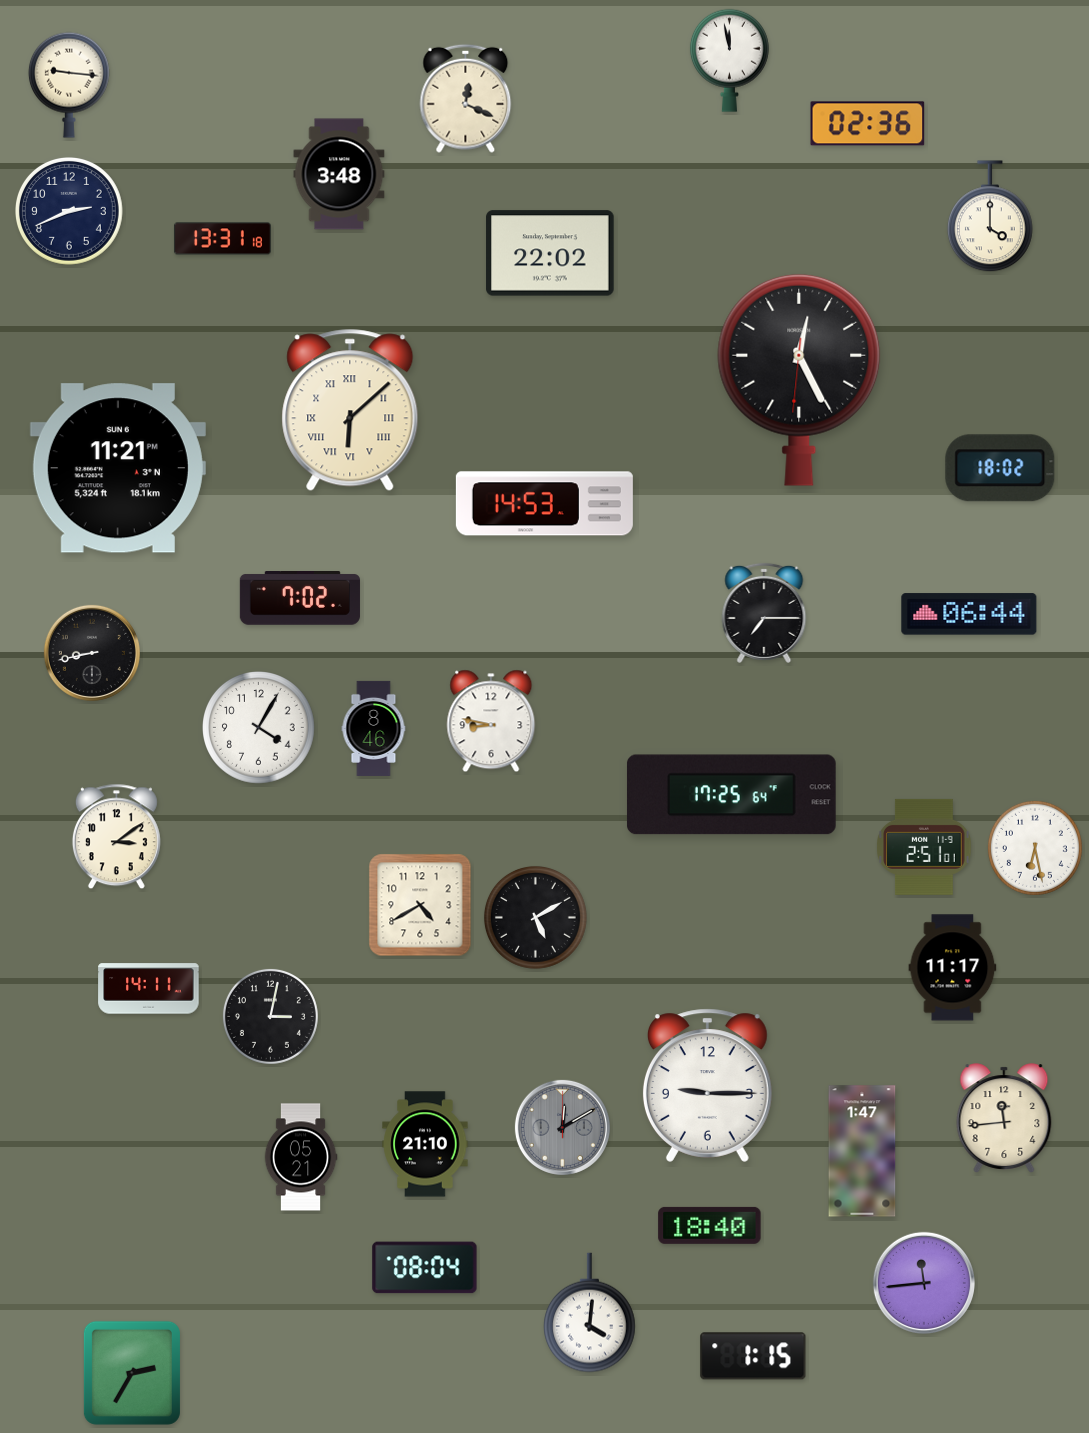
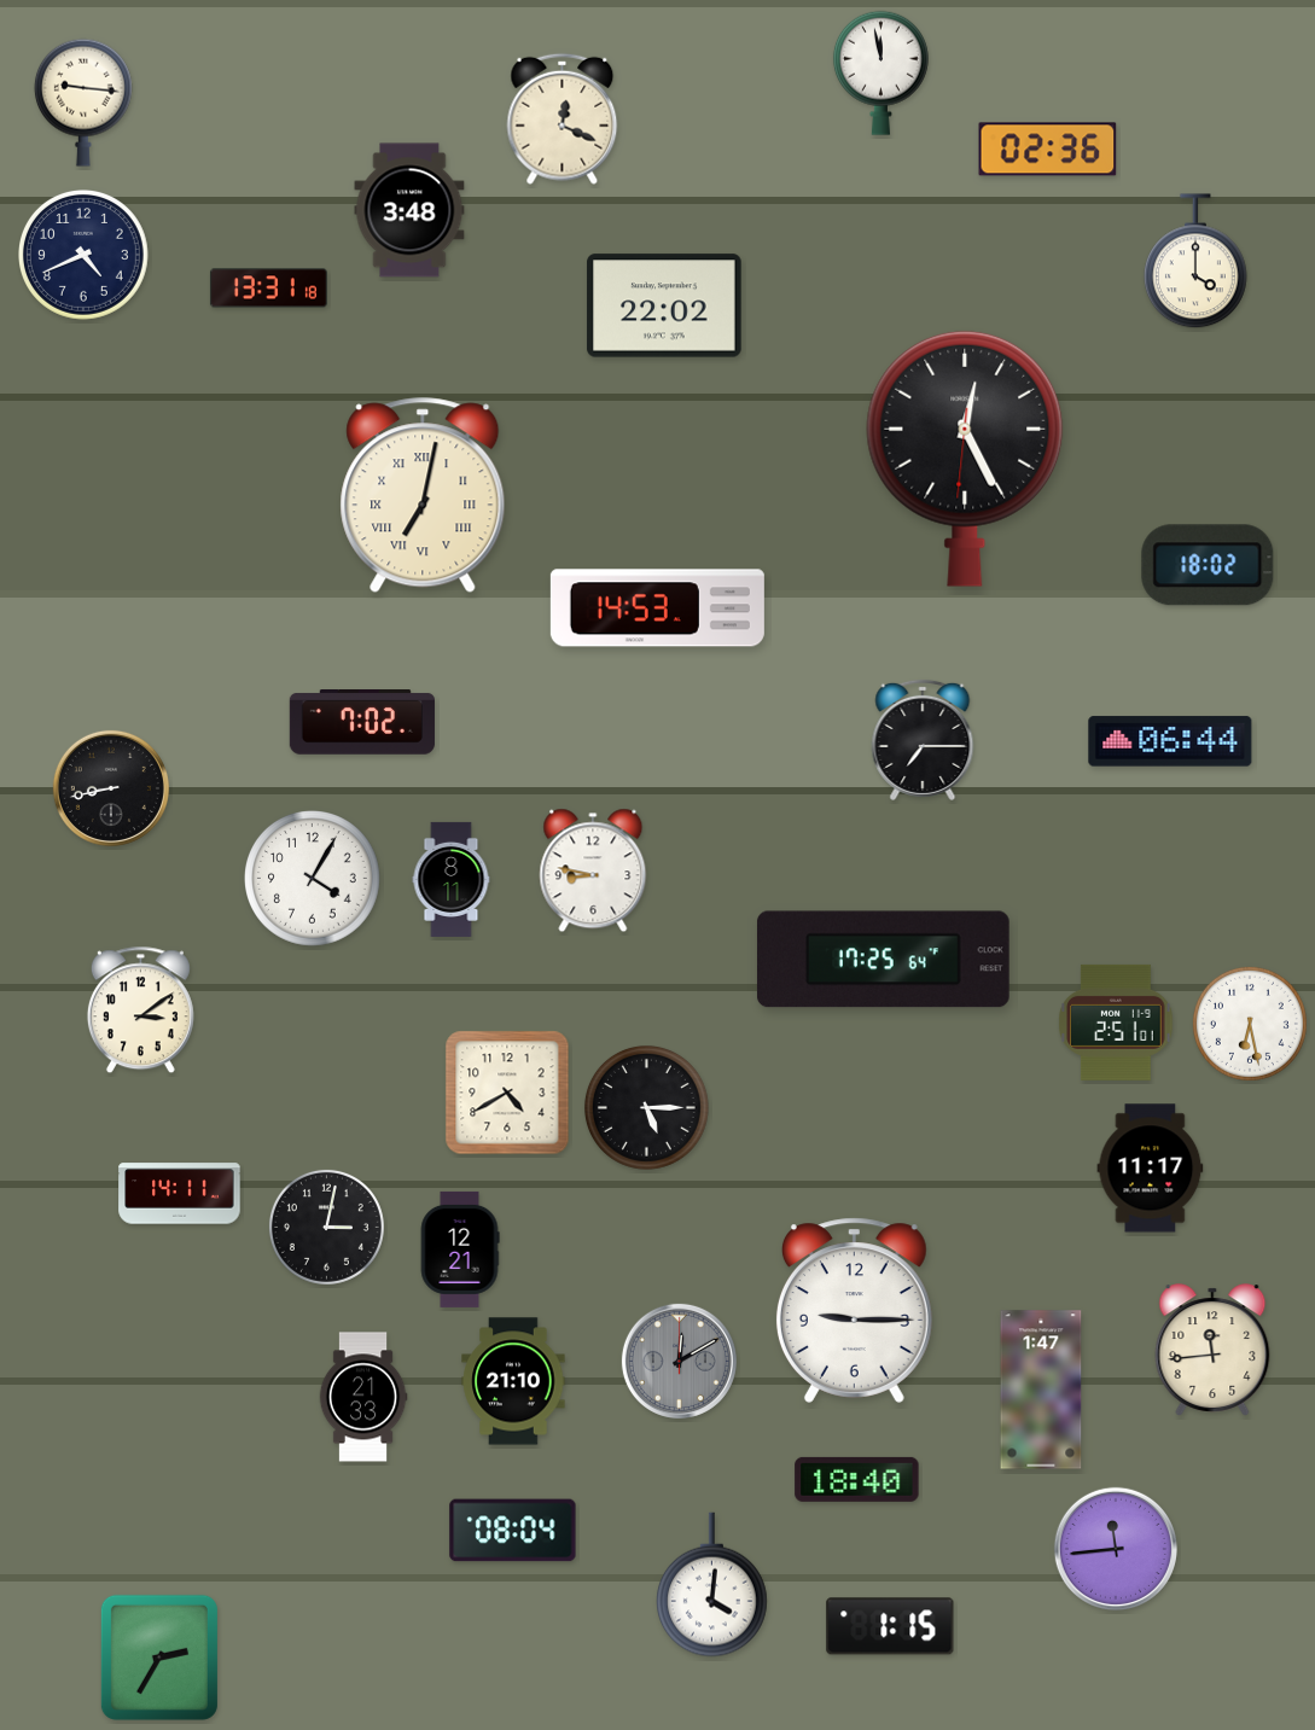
clock at (70, 212): 2:41 -> 4:41
clock at (350, 410): 6:08 -> 7:02
clock at (118, 468): 11:21 -> none
clock at (374, 728): 8:46 -> 8:11
clock at (535, 917): 5:10 -> 5:15
clock at (460, 1250): none -> 12:21
clock at (301, 1157): 05:21 -> 21:33
clock at (753, 1356) position: (753, 1356) -> (890, 1626)
